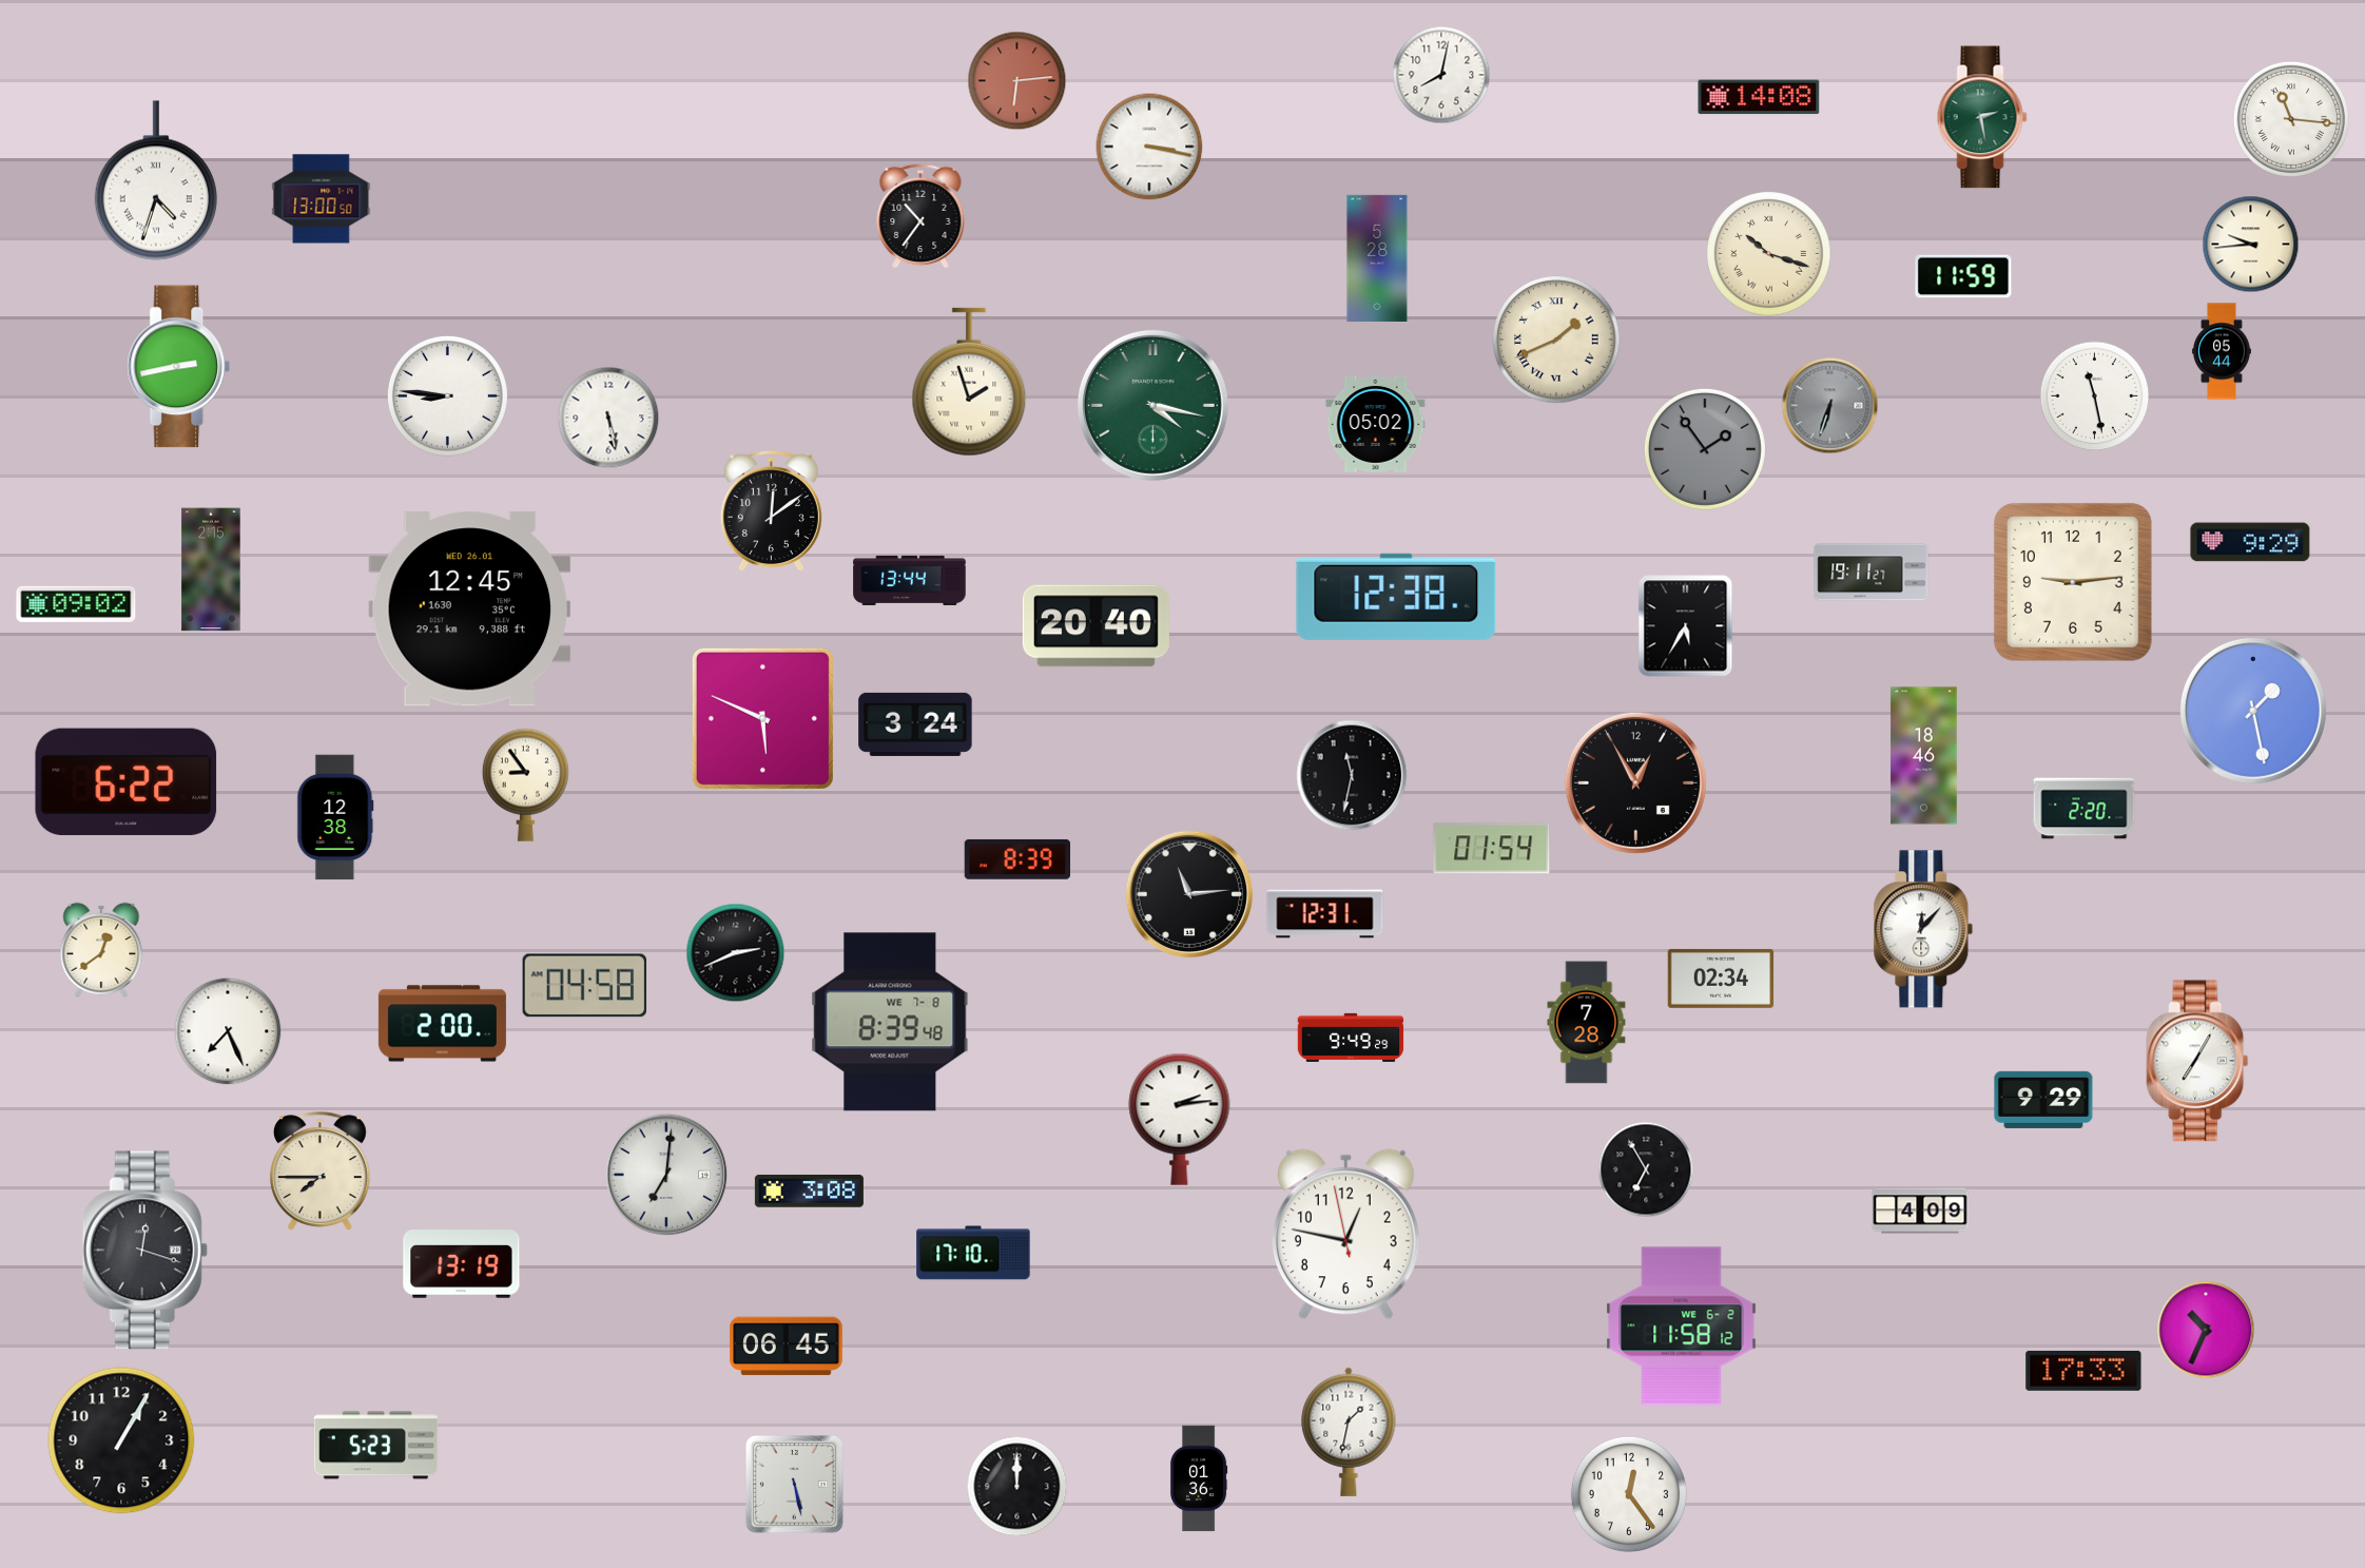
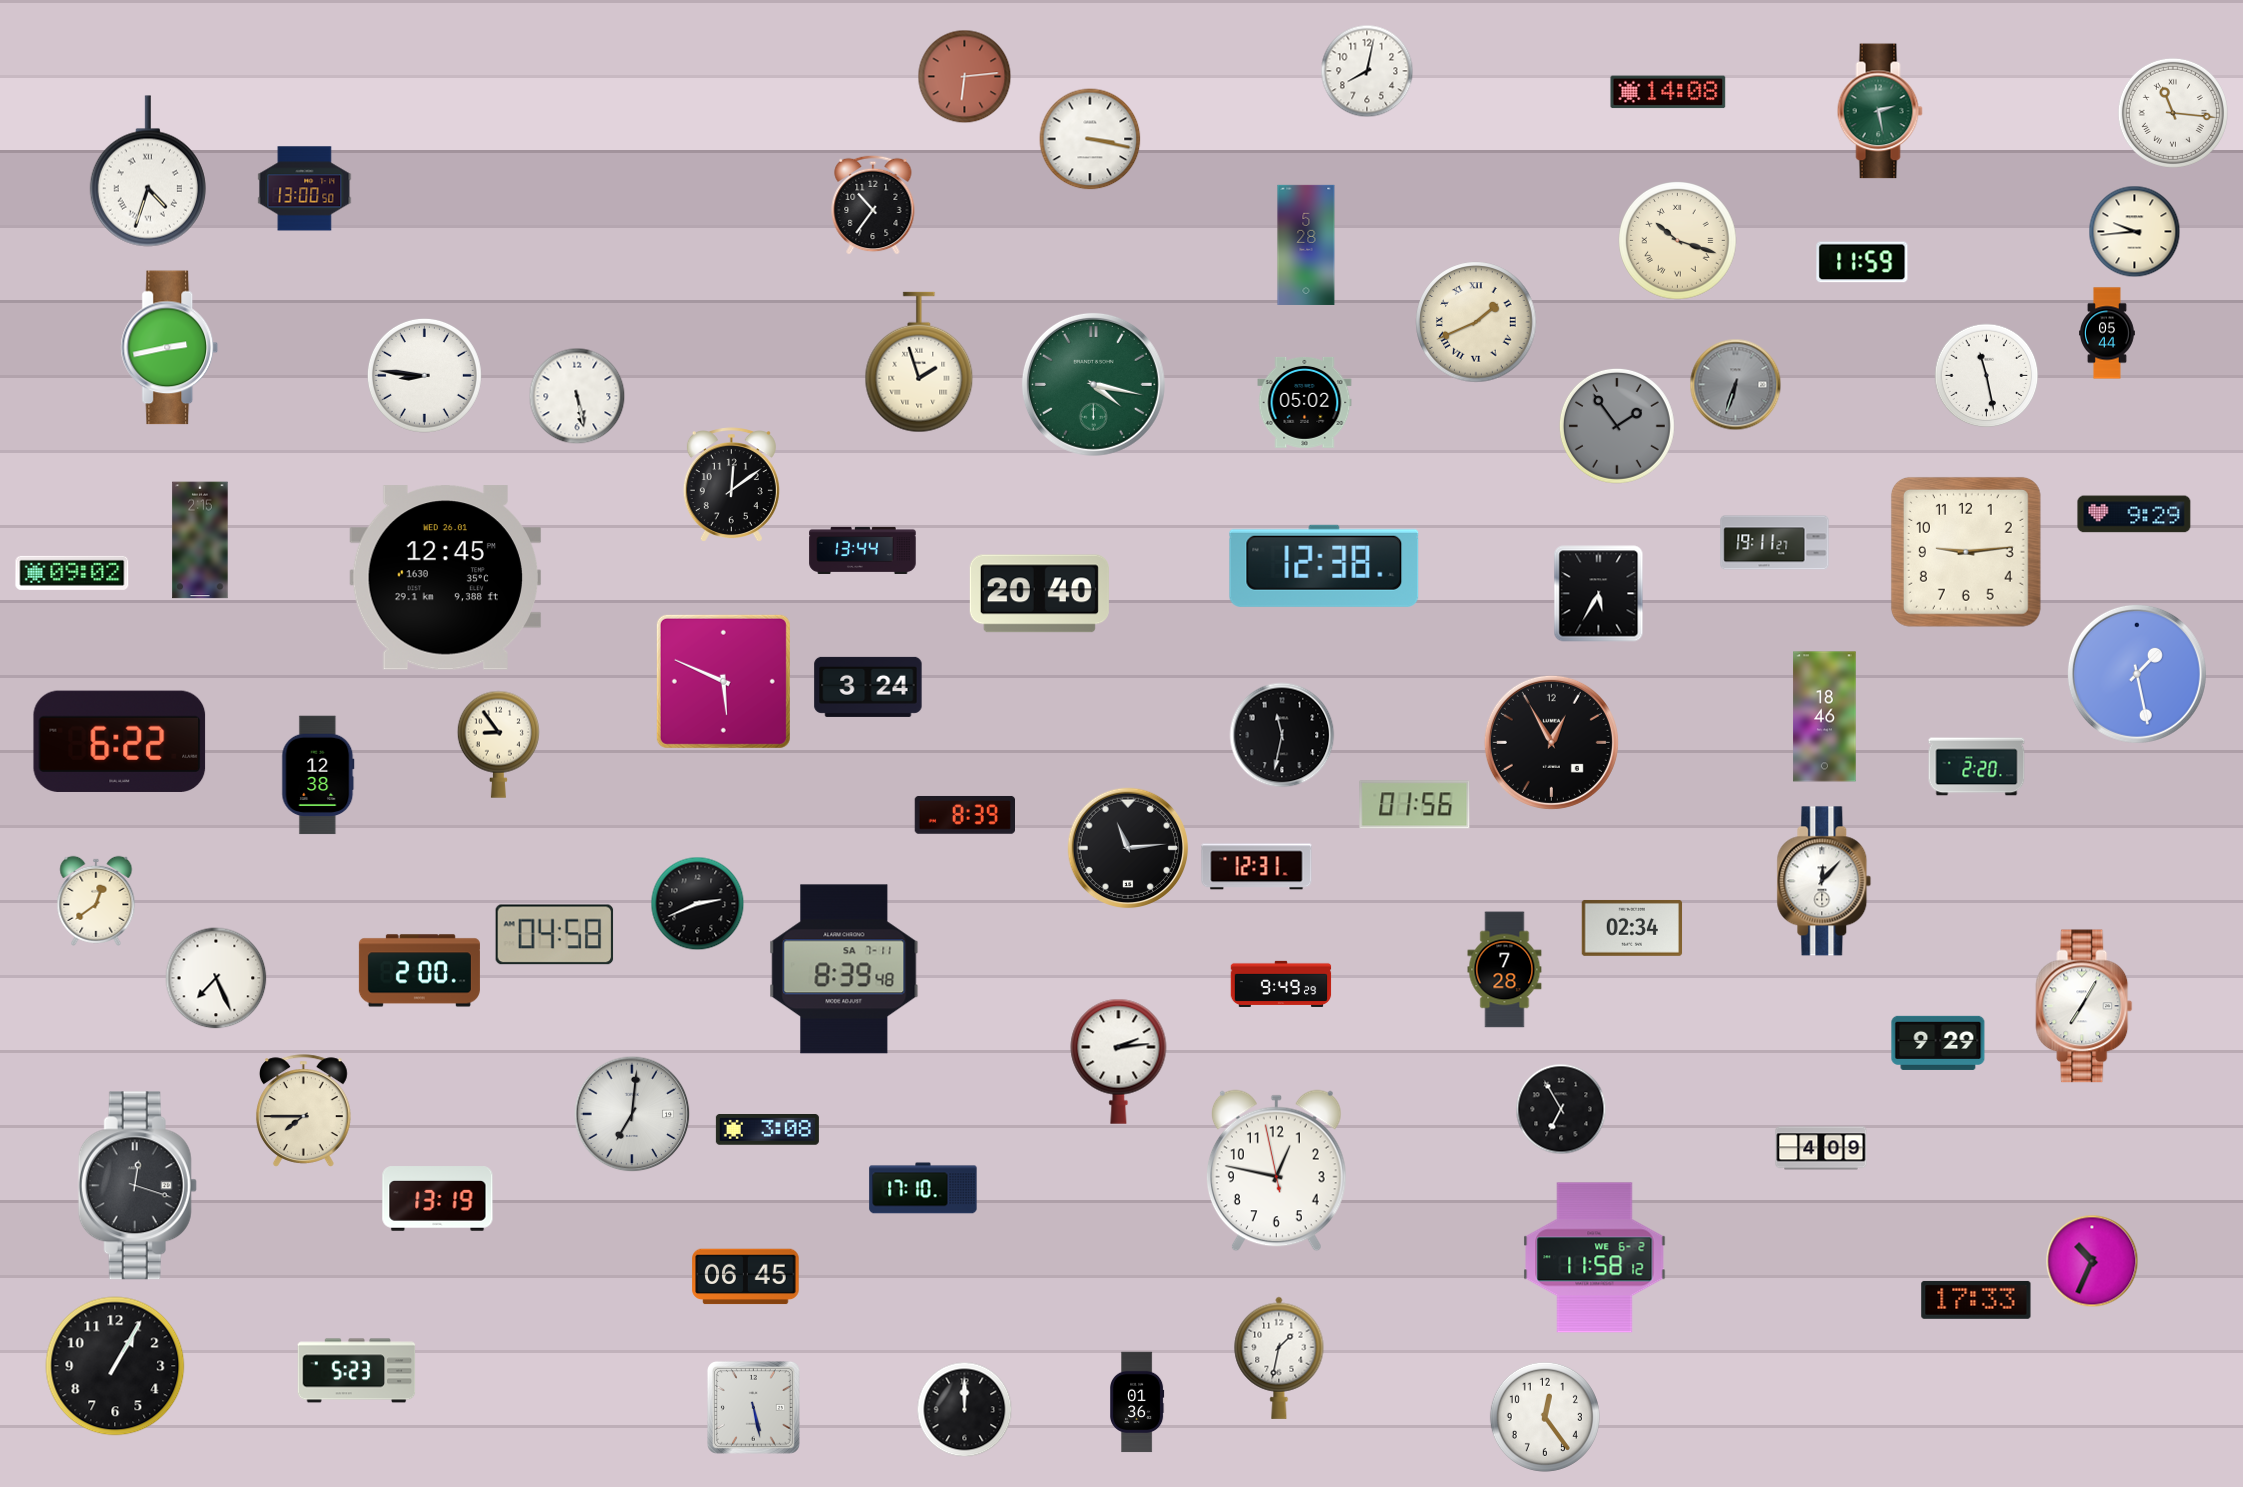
clock at (1492, 849): 01:54 -> 01:56
clock at (890, 1022) date: WE 7-8 -> SA 7-11
